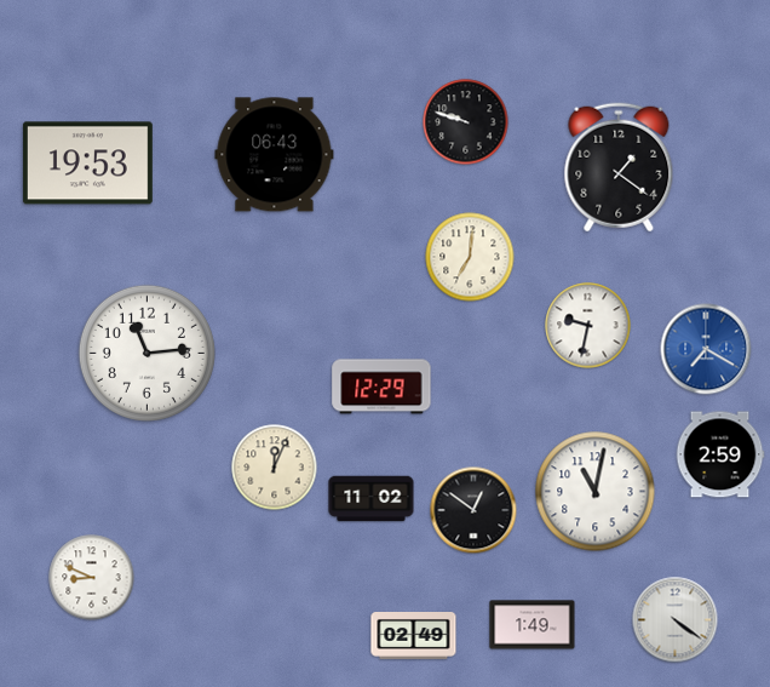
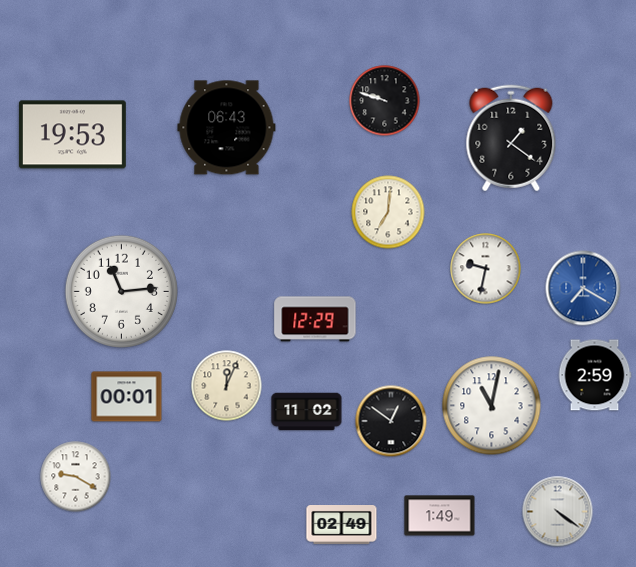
clock at (127, 397): none -> 00:01
clock at (92, 578): 8:49 -> 9:20
